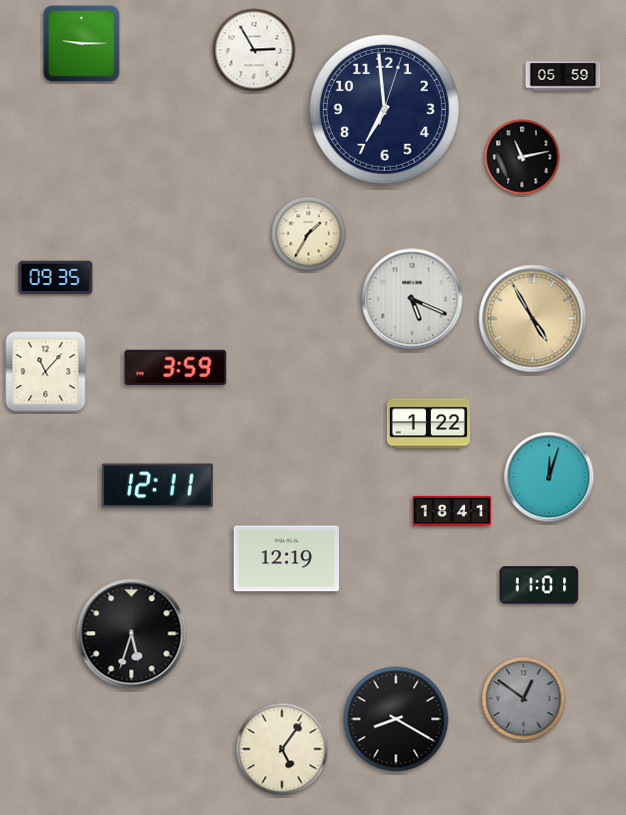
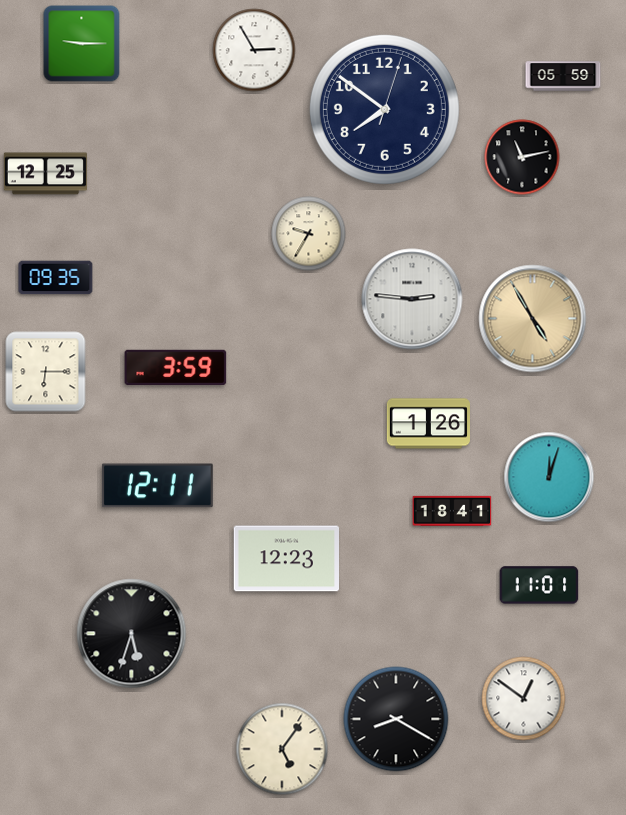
clock at (384, 109): 6:59 -> 7:51
clock at (45, 174): none -> 12:25
clock at (309, 234): 1:35 -> 9:35
clock at (412, 299): 5:19 -> 2:46
clock at (46, 372): 11:07 -> 6:15
clock at (428, 424): 1:22 -> 1:26
clock at (286, 559): 12:19 -> 12:23
clock at (524, 699) dial: grey -> white
